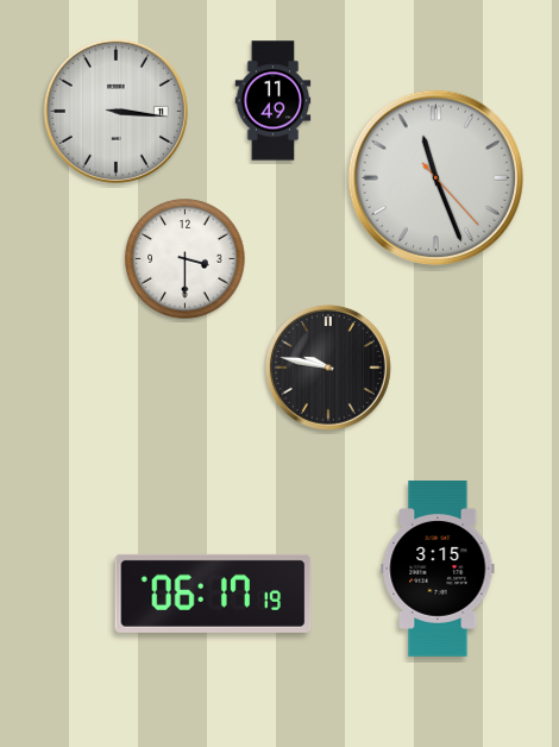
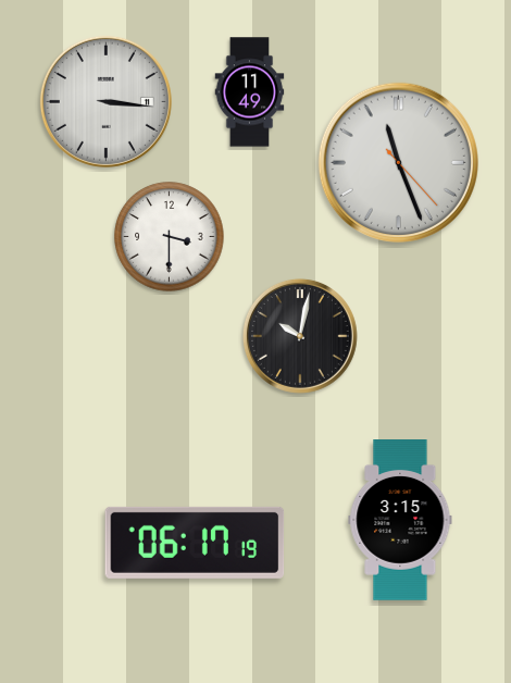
clock at (328, 368): 9:47 -> 10:02
